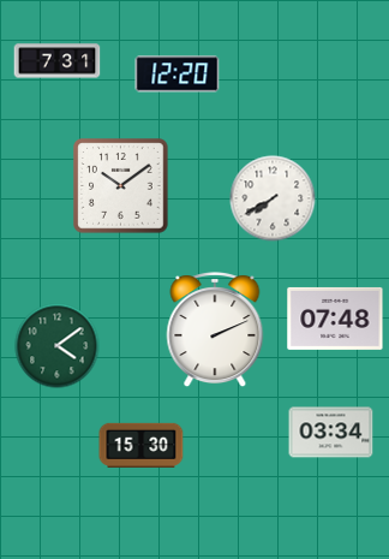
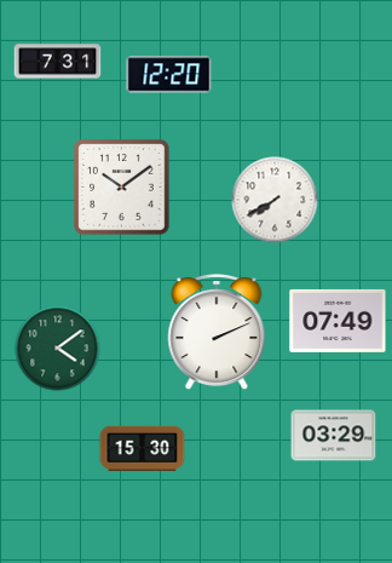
clock at (178, 75) position: (178, 75) -> (169, 75)
clock at (335, 319): 07:48 -> 07:49
clock at (331, 433): 03:34 -> 03:29
